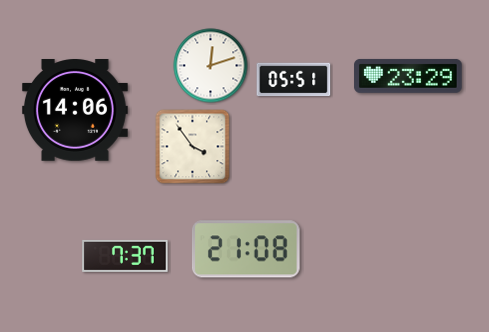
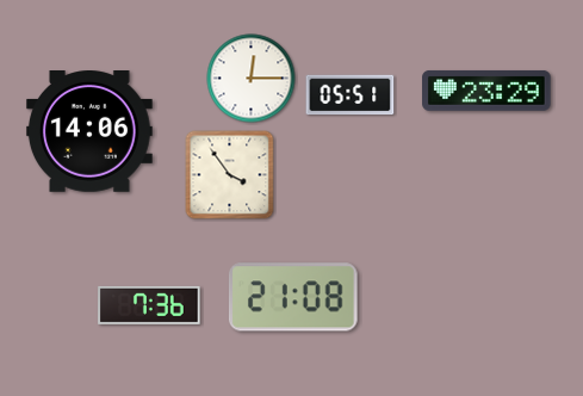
clock at (211, 66): 12:12 -> 12:15
clock at (125, 256): 7:37 -> 7:36
